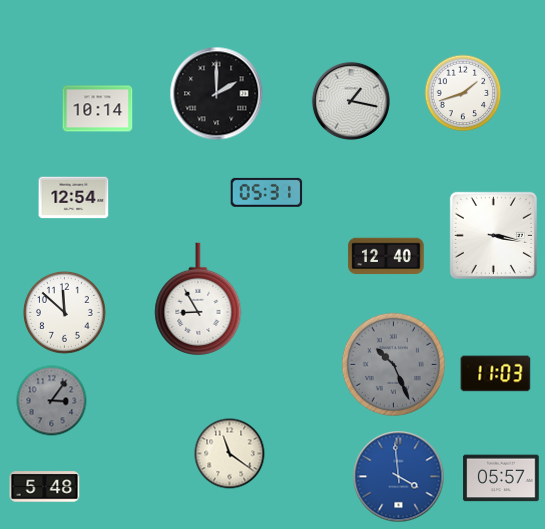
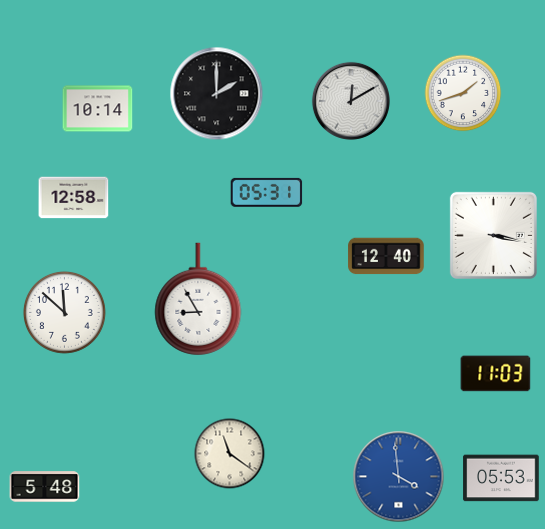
clock at (351, 101): 1:17 -> 12:10
clock at (74, 198): 12:54 -> 12:58
clock at (393, 364): 10:26 -> none
clock at (52, 401): 3:06 -> none
clock at (501, 478): 05:57 -> 05:53
